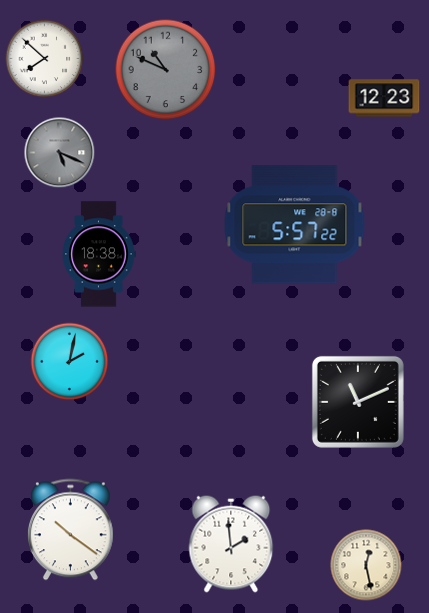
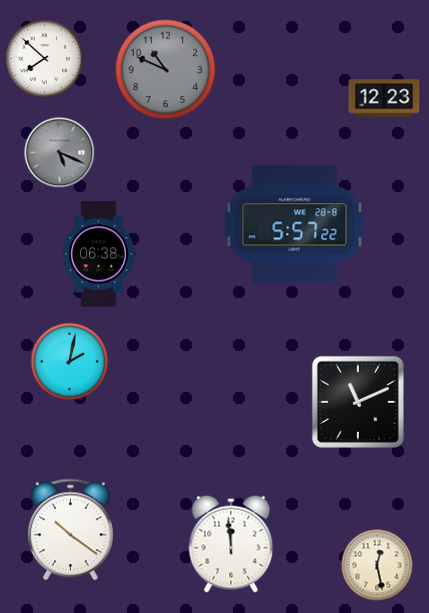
clock at (99, 254): 18:38 -> 06:38
clock at (231, 544): 1:59 -> 11:59
clock at (366, 565) position: (366, 565) -> (377, 565)
